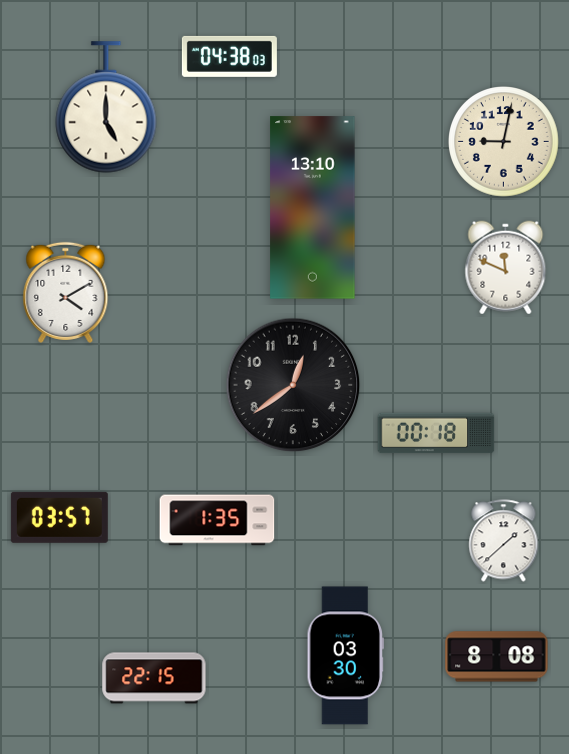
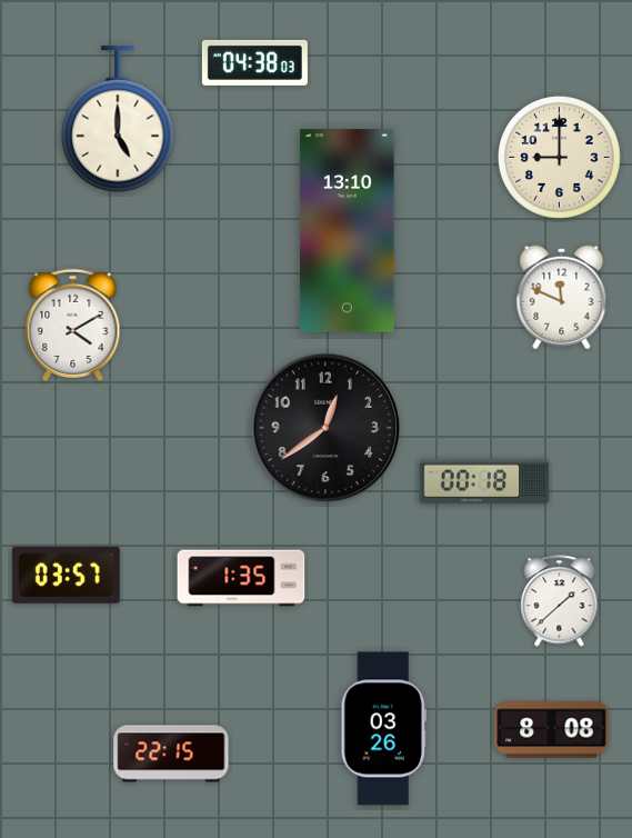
clock at (504, 142): 9:02 -> 9:00
clock at (345, 656): 03:30 -> 03:26
